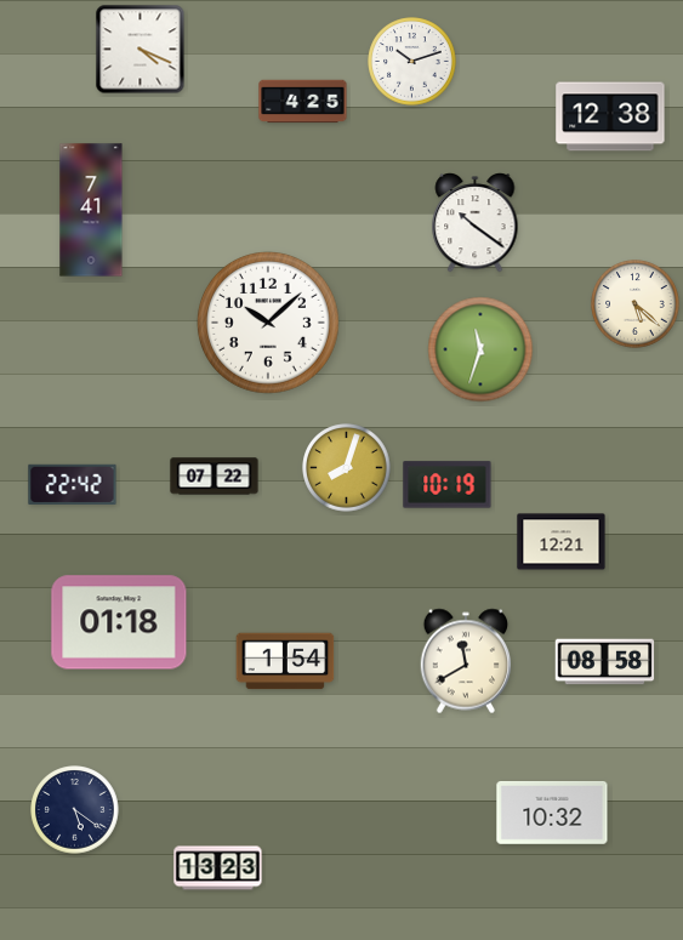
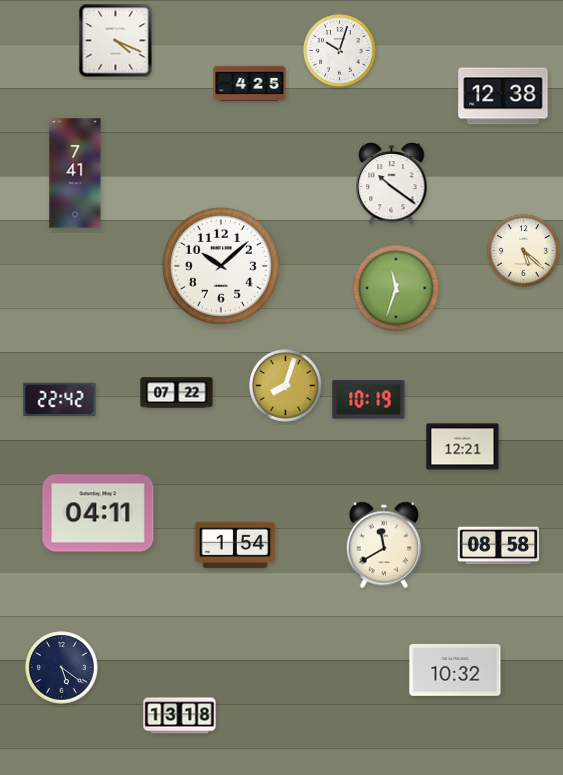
clock at (412, 62): 10:12 -> 10:03
clock at (119, 622): 01:18 -> 04:11
clock at (218, 868): 13:23 -> 13:18
